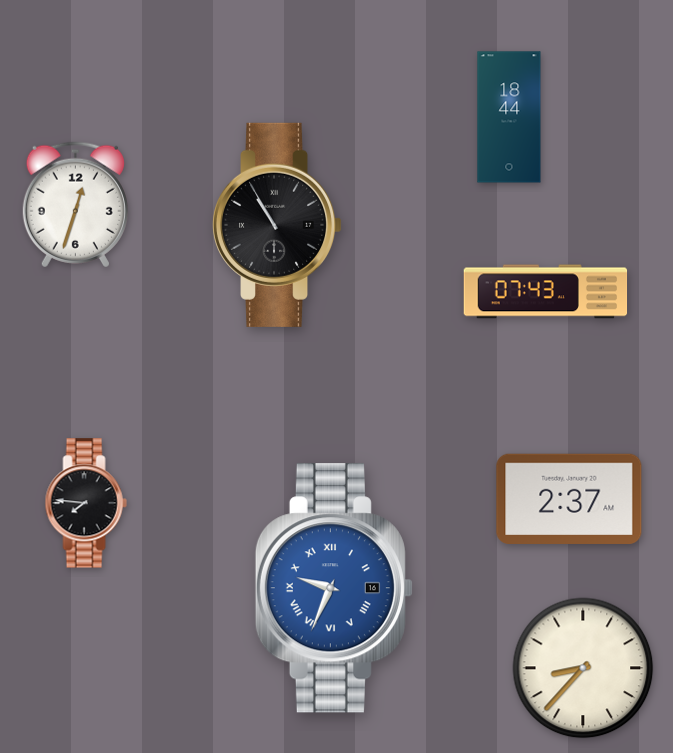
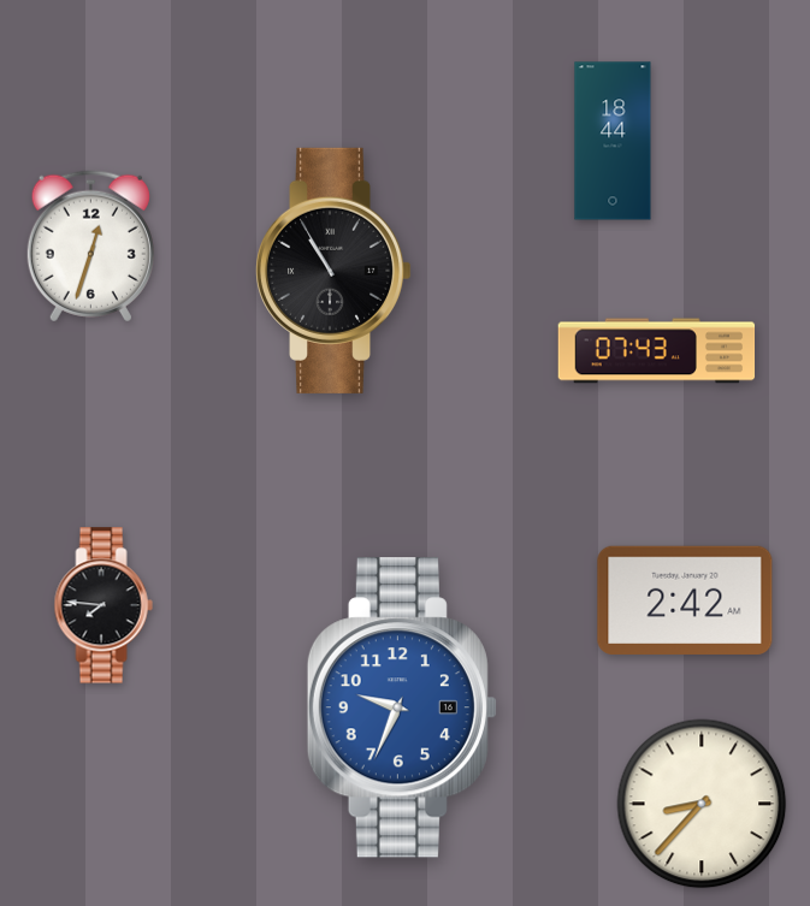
clock at (569, 498): 2:37 -> 2:42
clock at (334, 588) numerals: Roman -> Arabic
